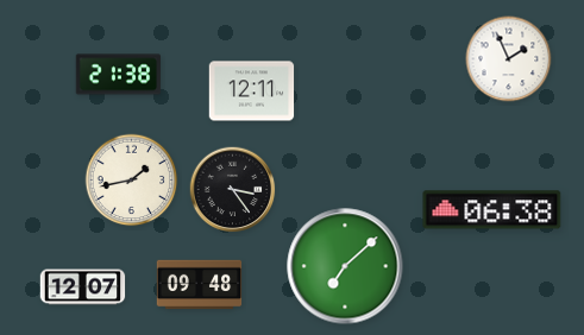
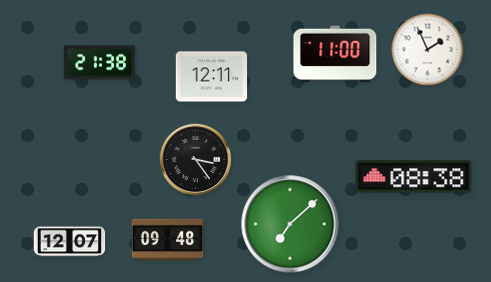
clock at (335, 54): none -> 11:00
clock at (132, 181): 1:43 -> none
clock at (492, 210): 06:38 -> 08:38
